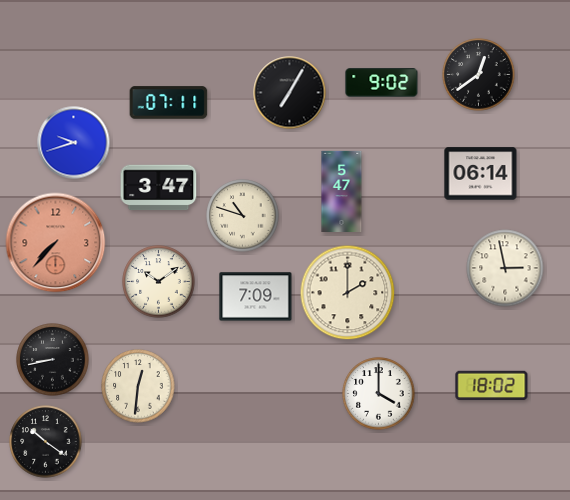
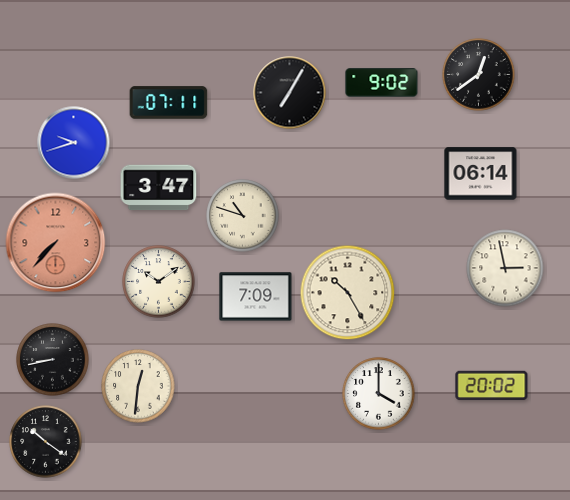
clock at (342, 191): 5:47 -> none
clock at (348, 293): 2:00 -> 10:25
clock at (492, 386): 18:02 -> 20:02
